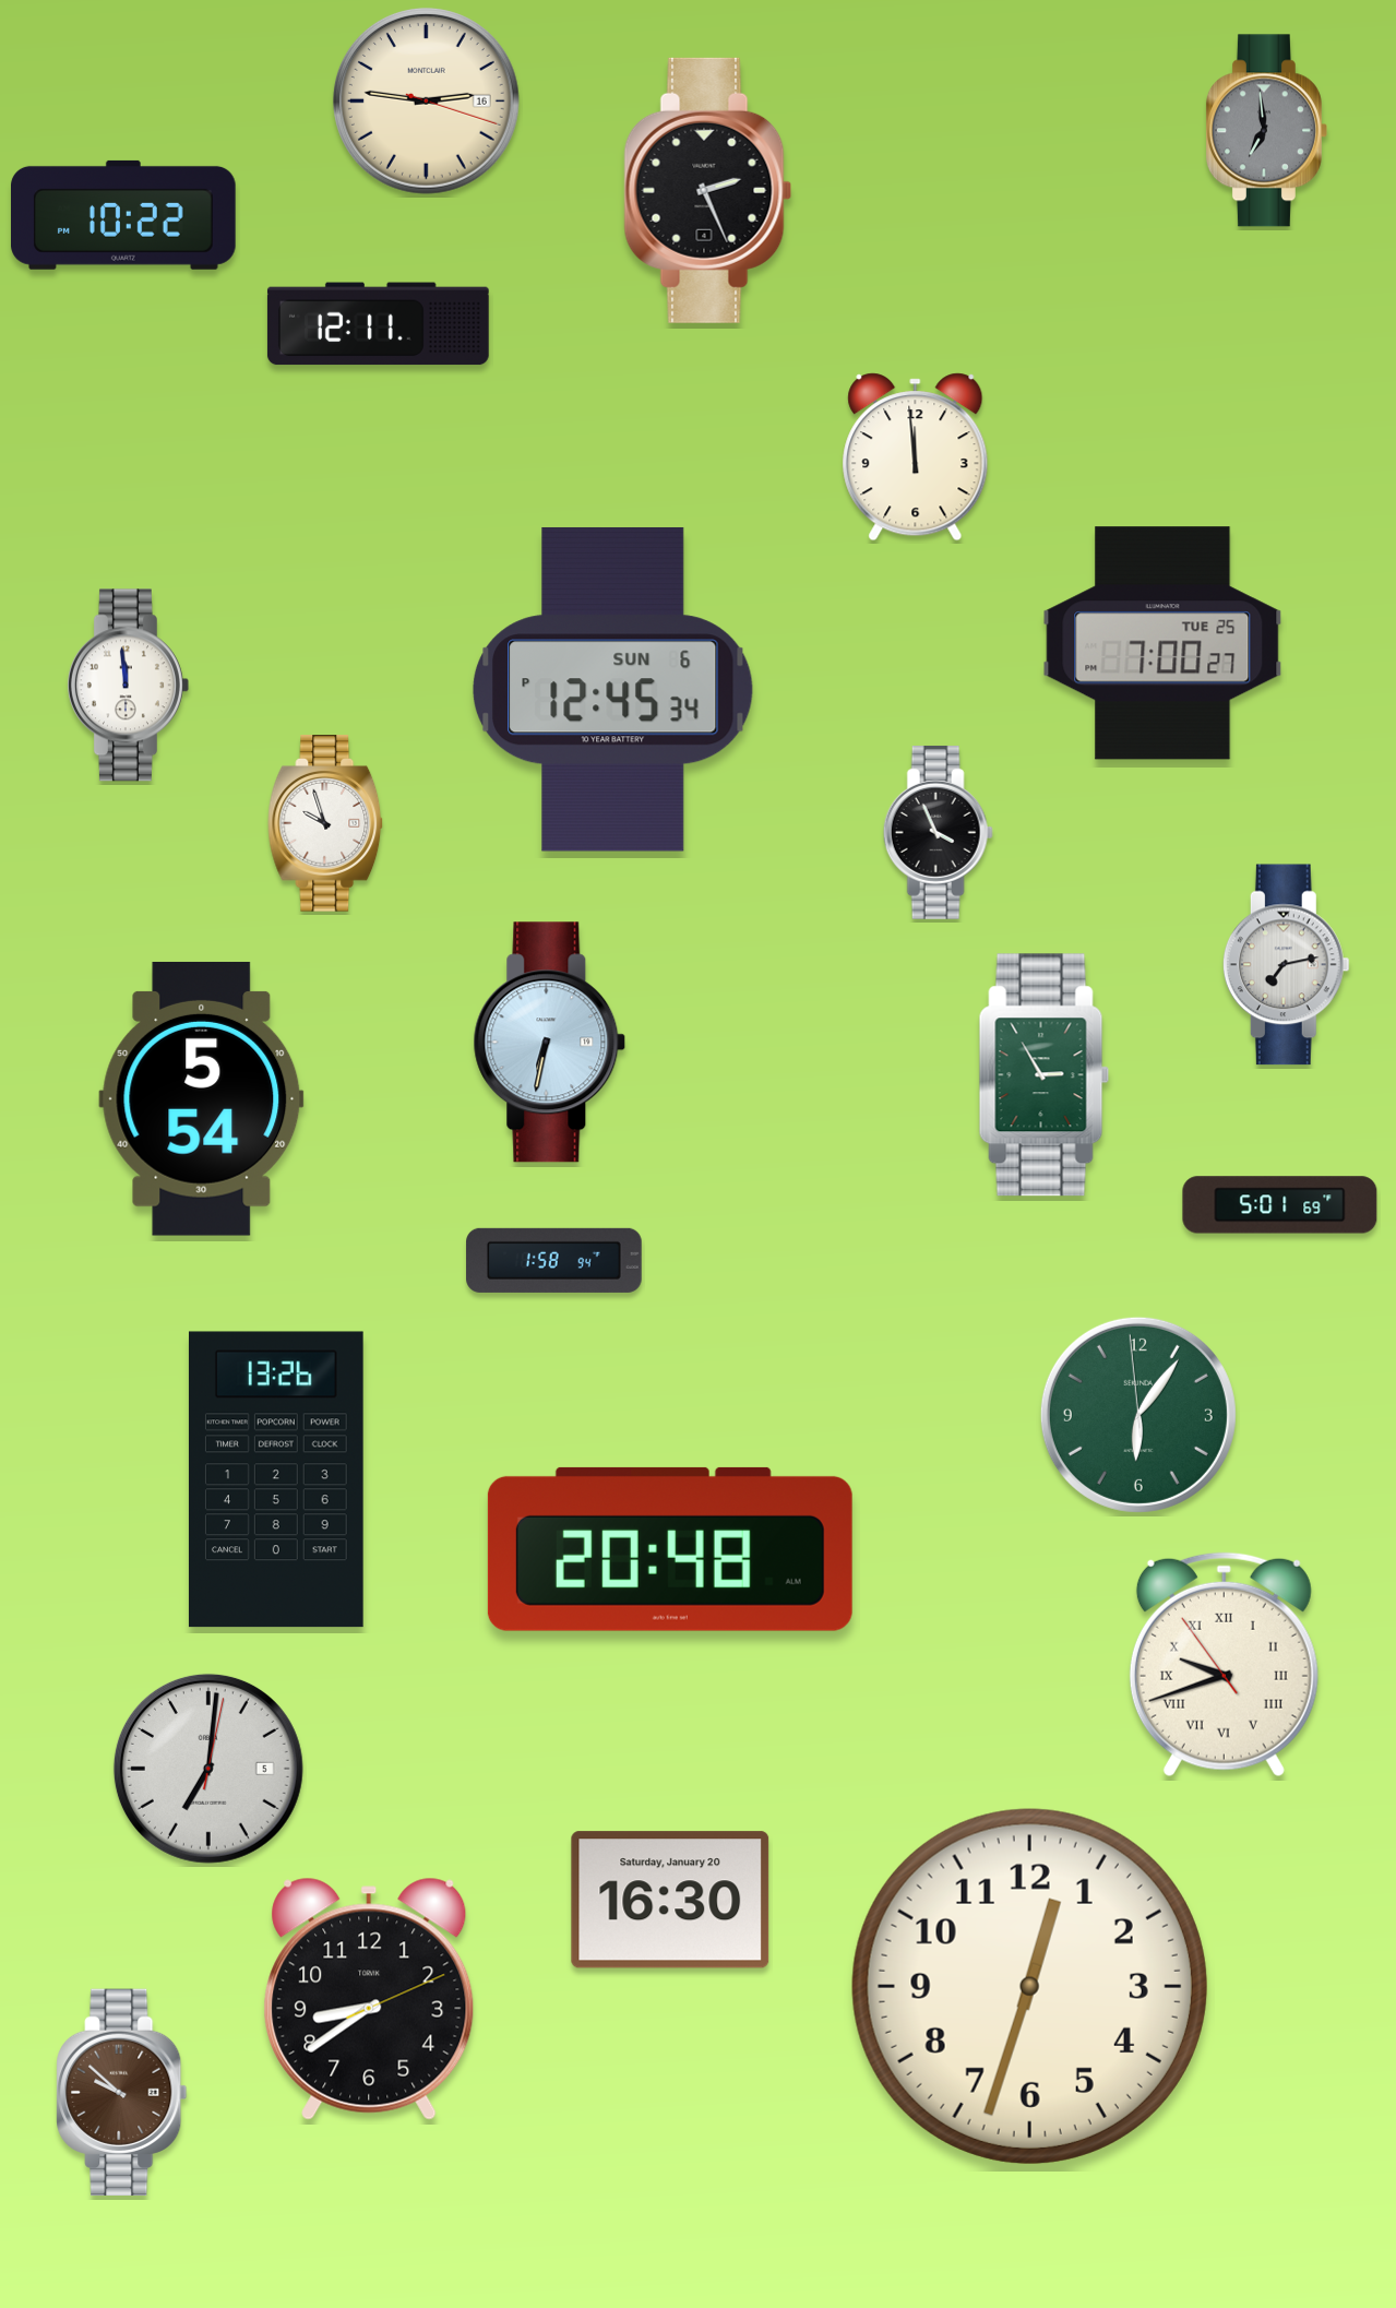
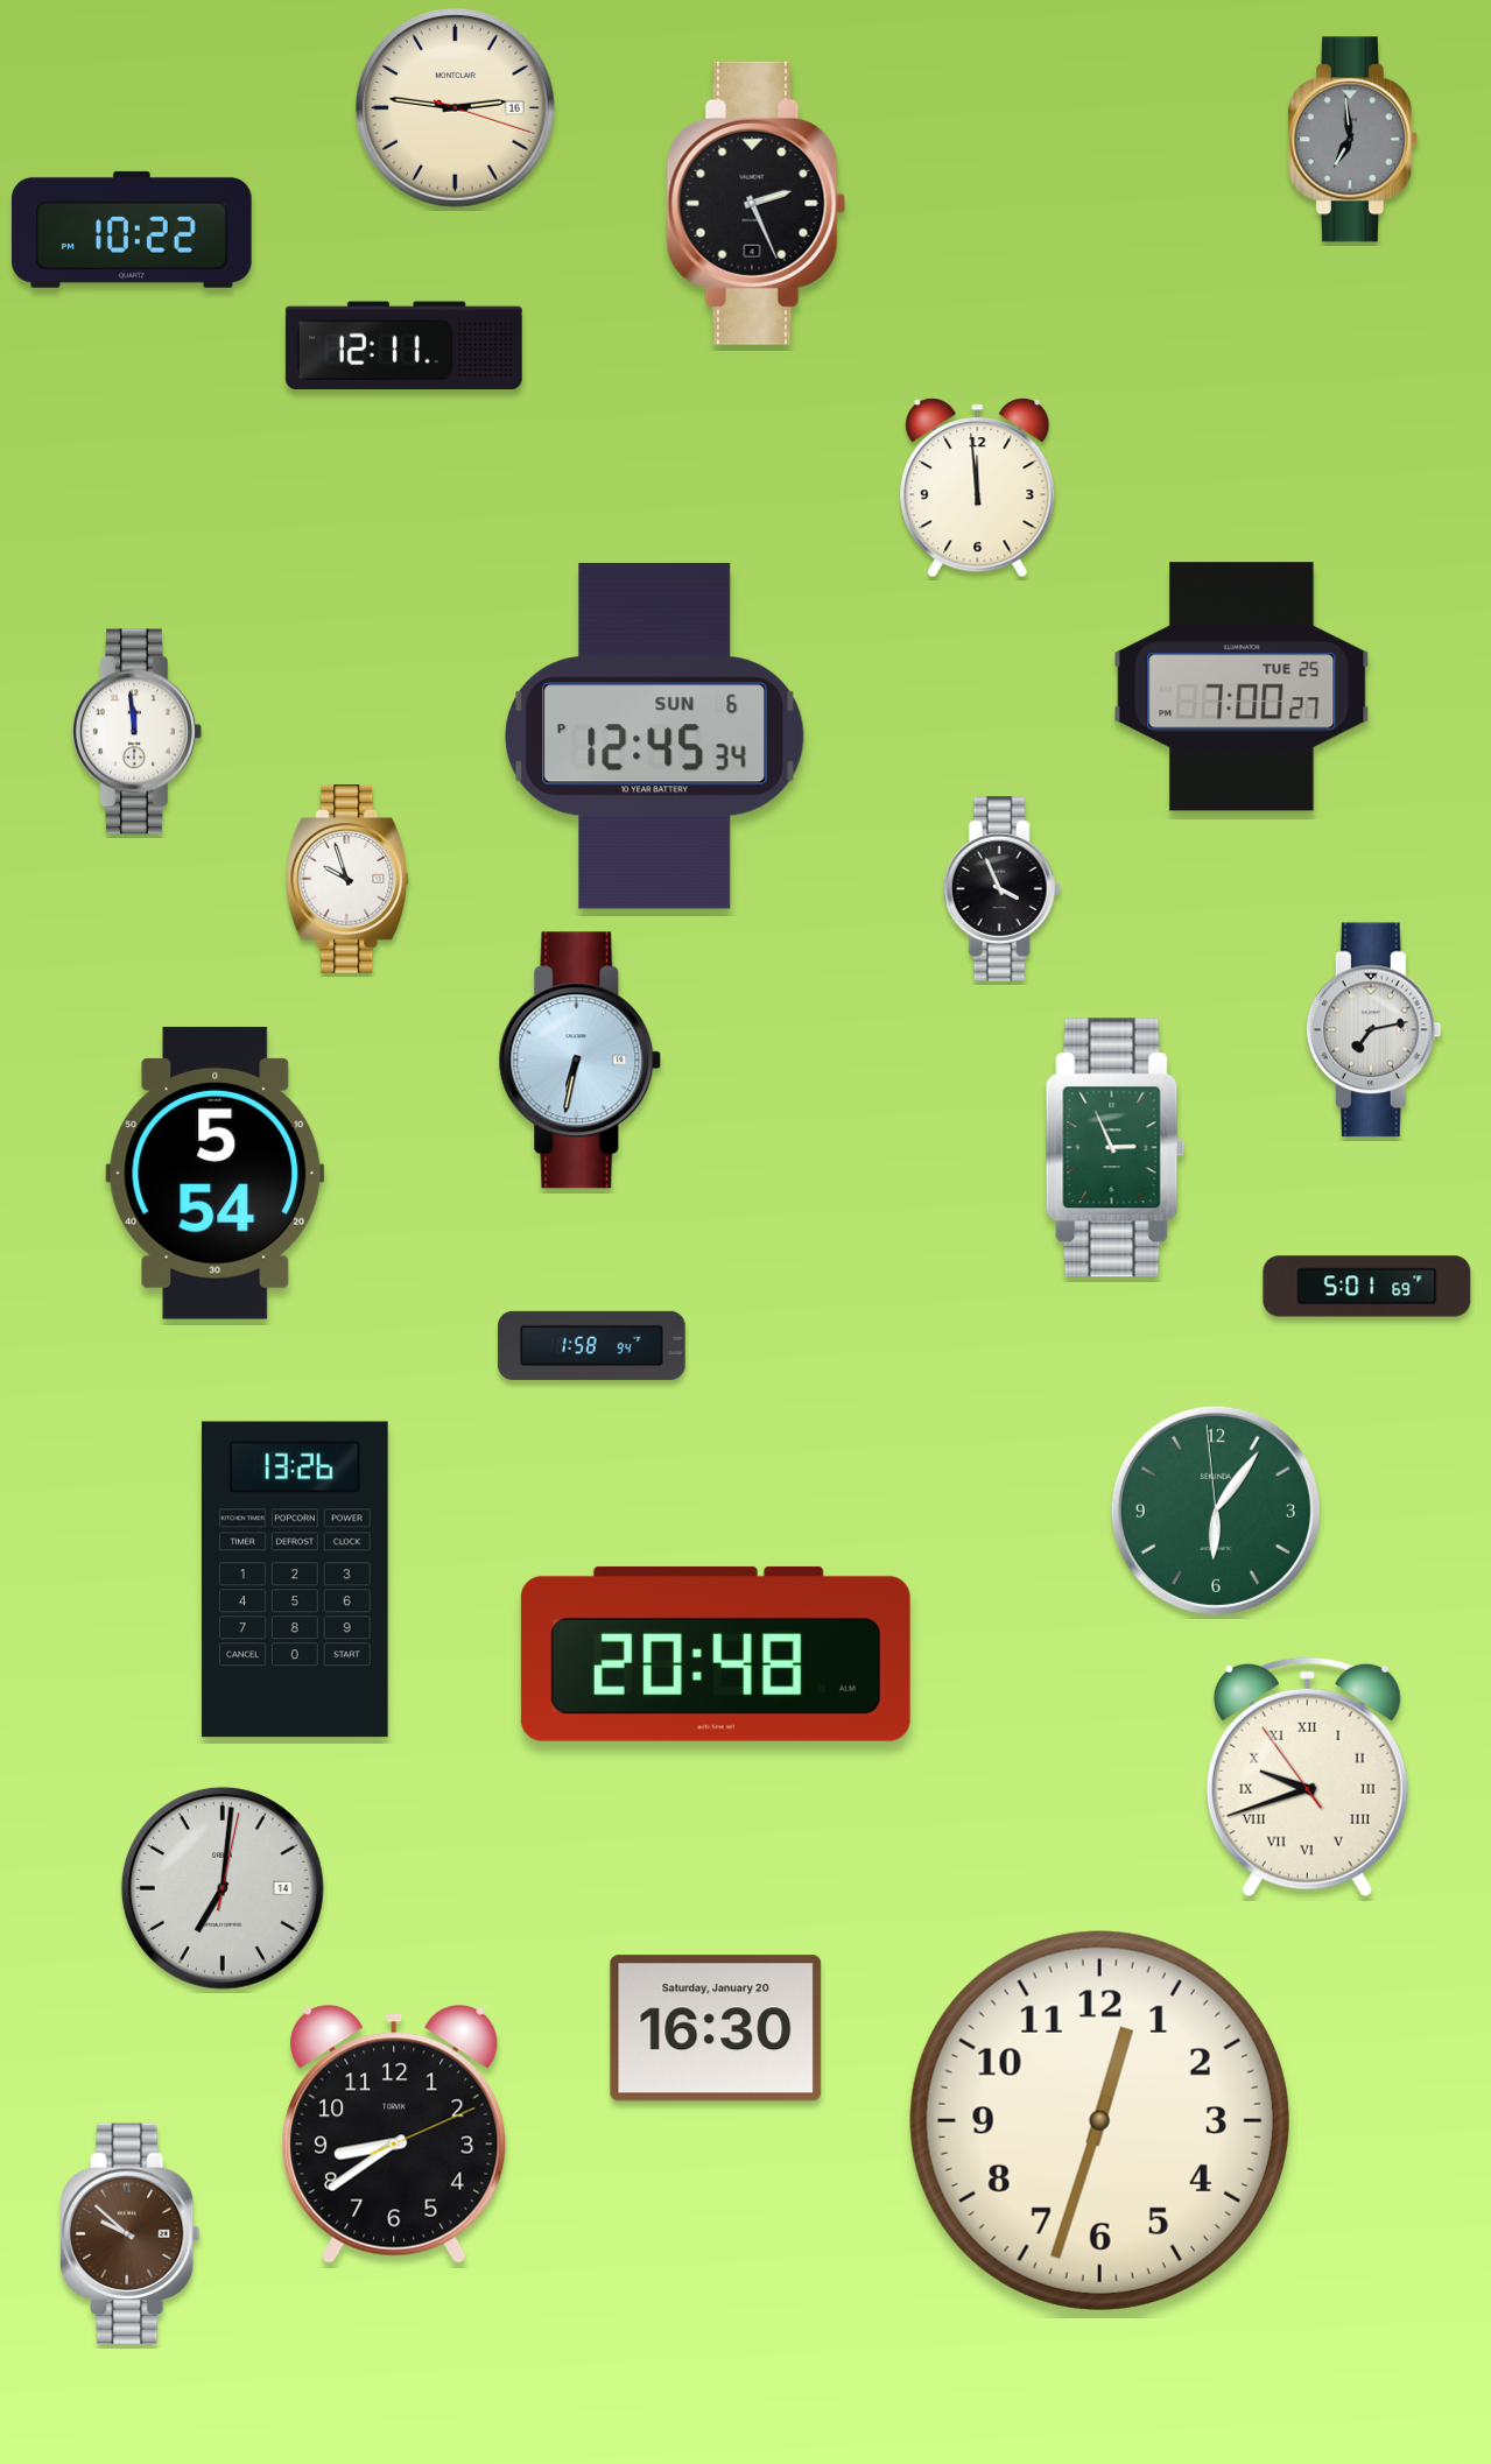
clock at (550, 1043) position: (550, 1043) -> (581, 1061)
clock at (1045, 1075): 2:55 -> 2:56
clock at (208, 1769) date: 5 -> 14
